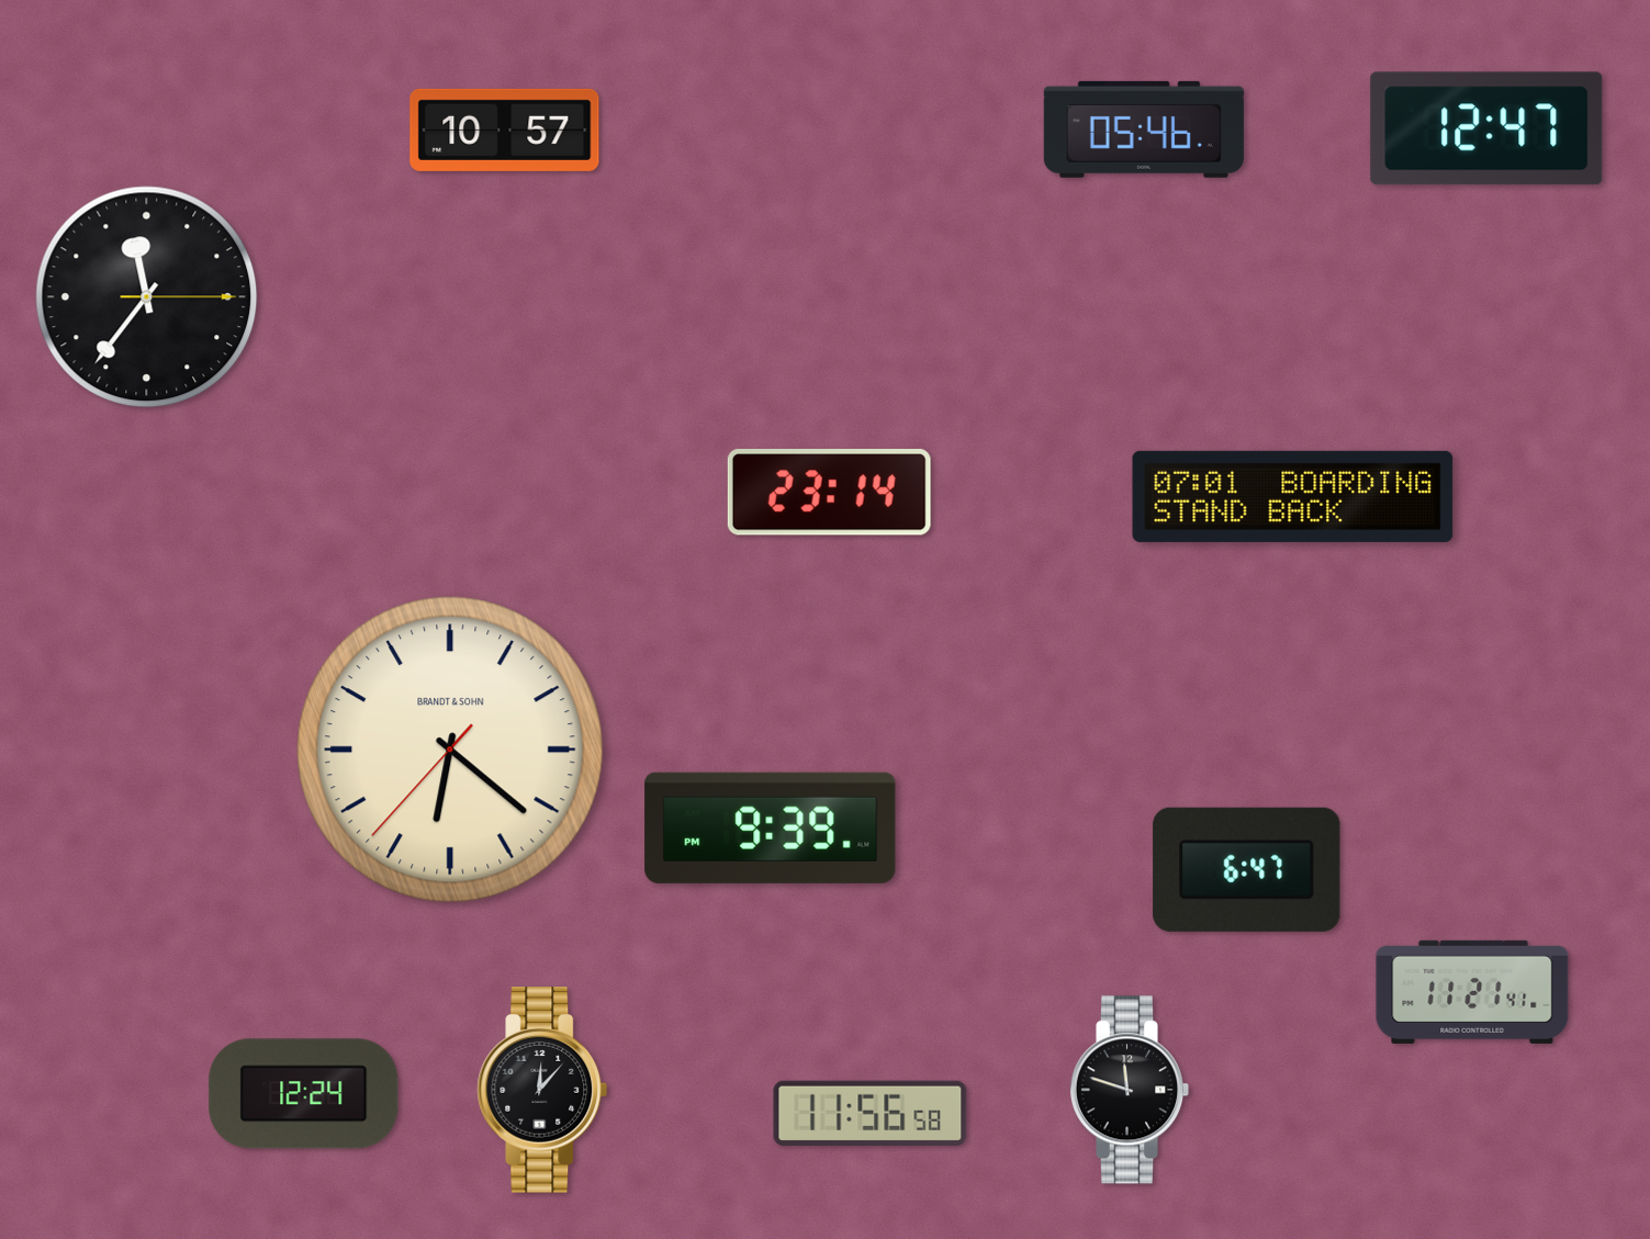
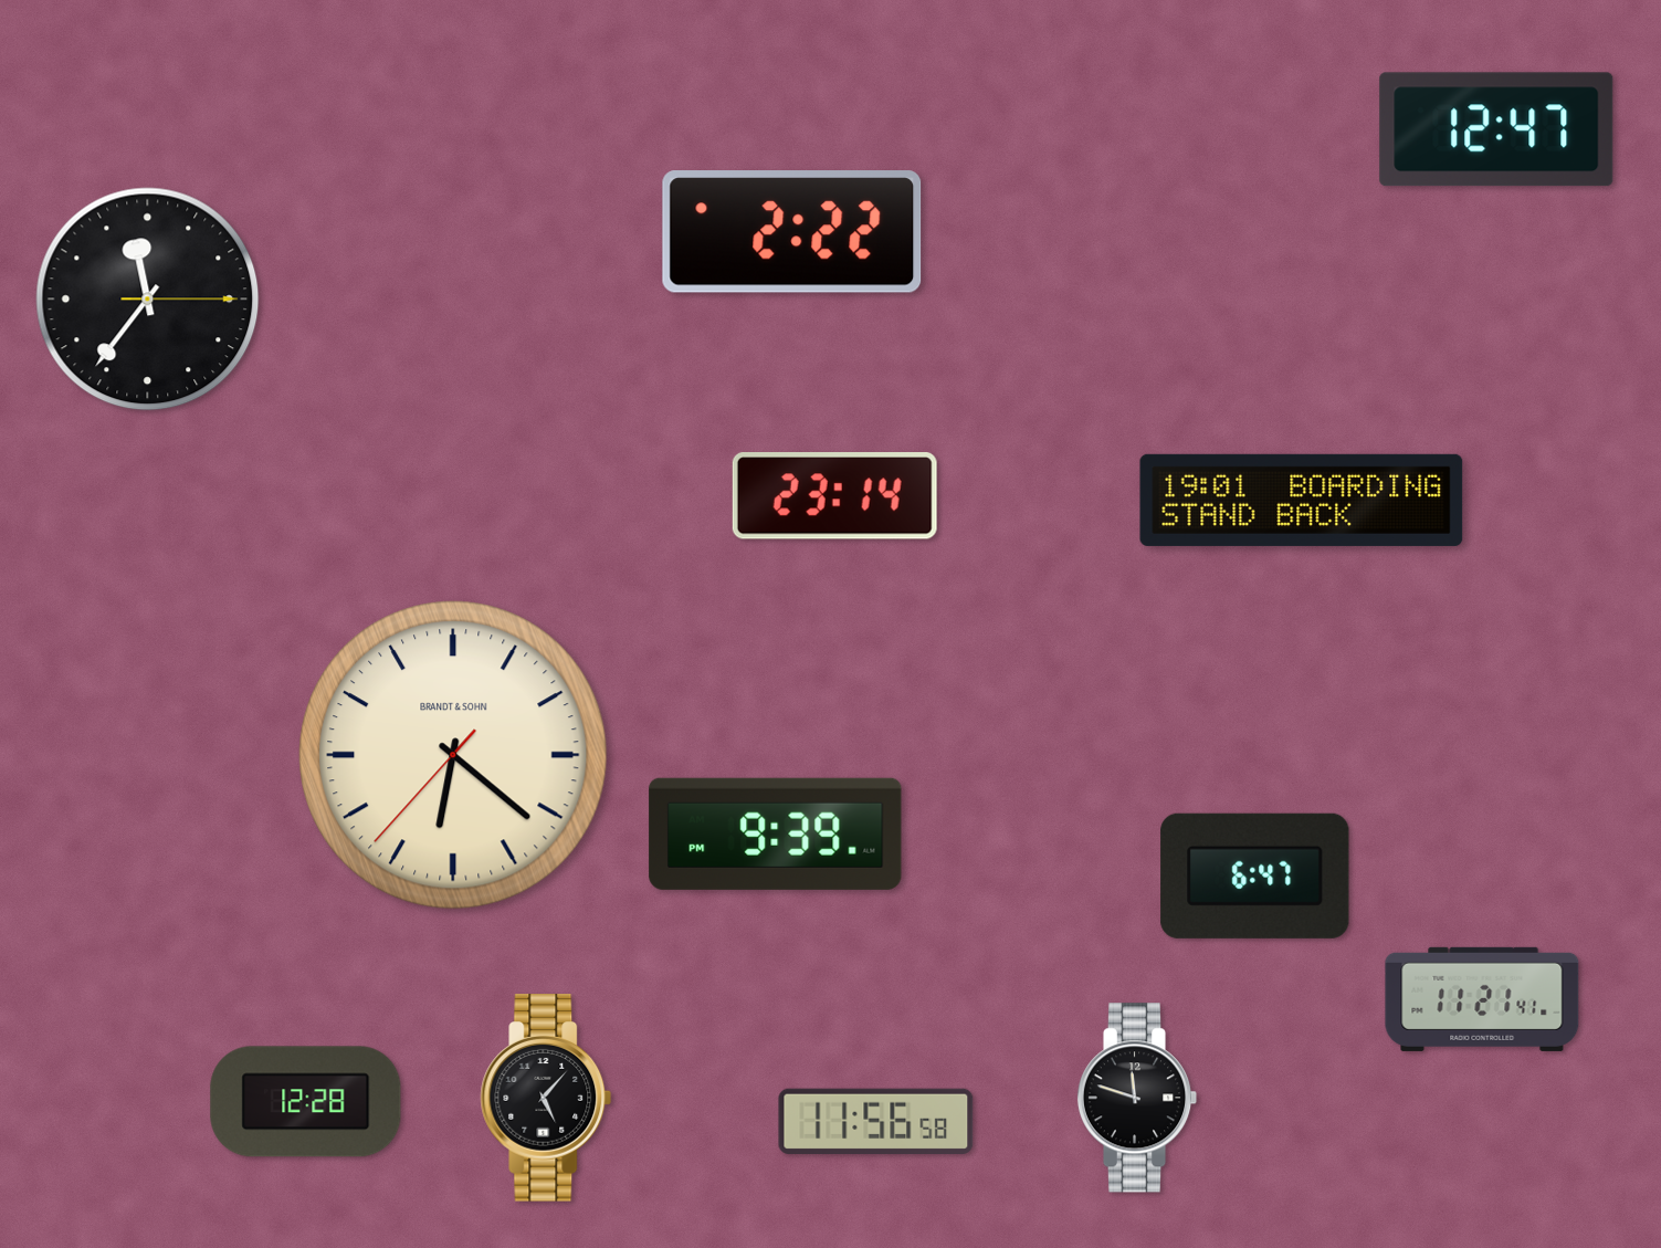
clock at (505, 129): 10:57 -> none
clock at (1144, 129): 05:46 -> none
clock at (792, 232): none -> 2:22
clock at (1293, 496): 07:01 -> 19:01
clock at (542, 1090): 12:07 -> 5:07
clock at (304, 1094): 12:24 -> 12:28
